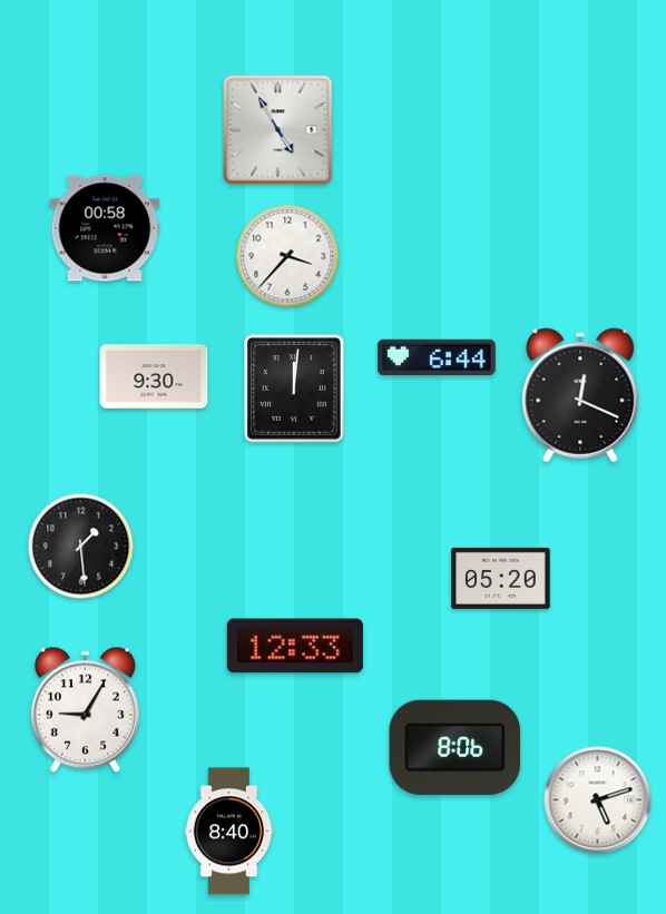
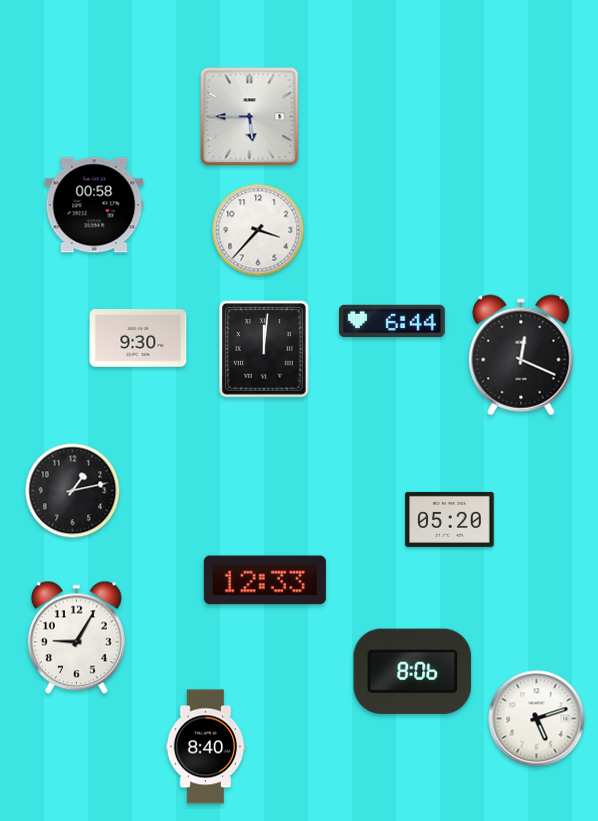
clock at (278, 130): 4:55 -> 5:45
clock at (81, 547): 1:29 -> 1:13
clock at (456, 747) position: (456, 747) -> (413, 671)
